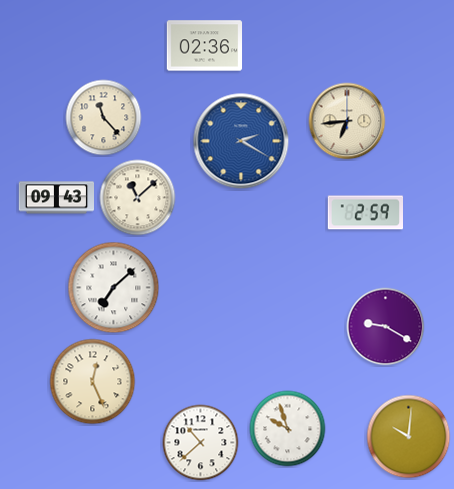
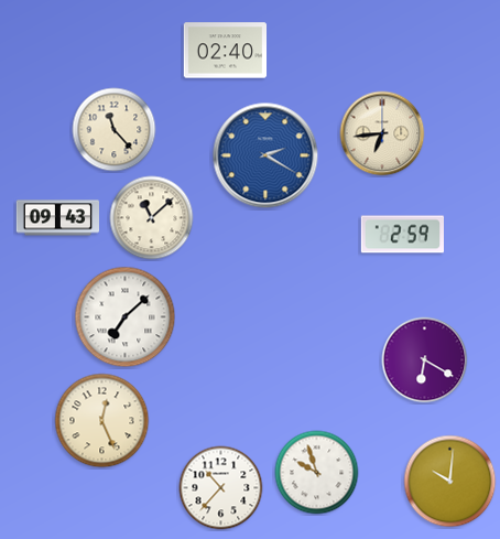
clock at (205, 46): 02:36 -> 02:40
clock at (57, 198) position: (57, 198) -> (58, 218)
clock at (386, 327): 9:20 -> 6:20
clock at (201, 443): 10:38 -> 10:37
